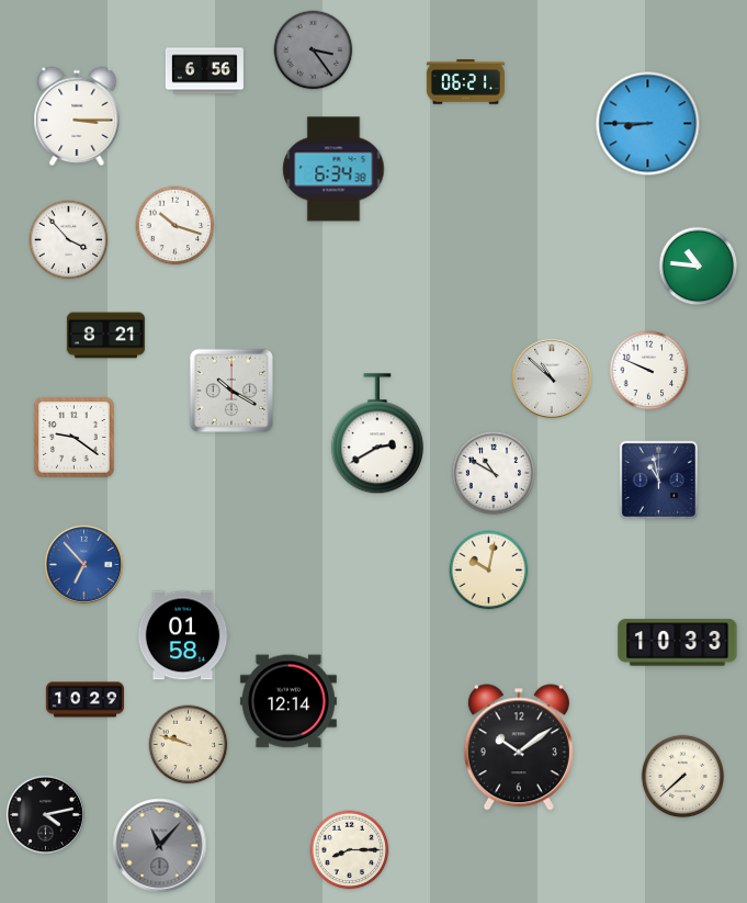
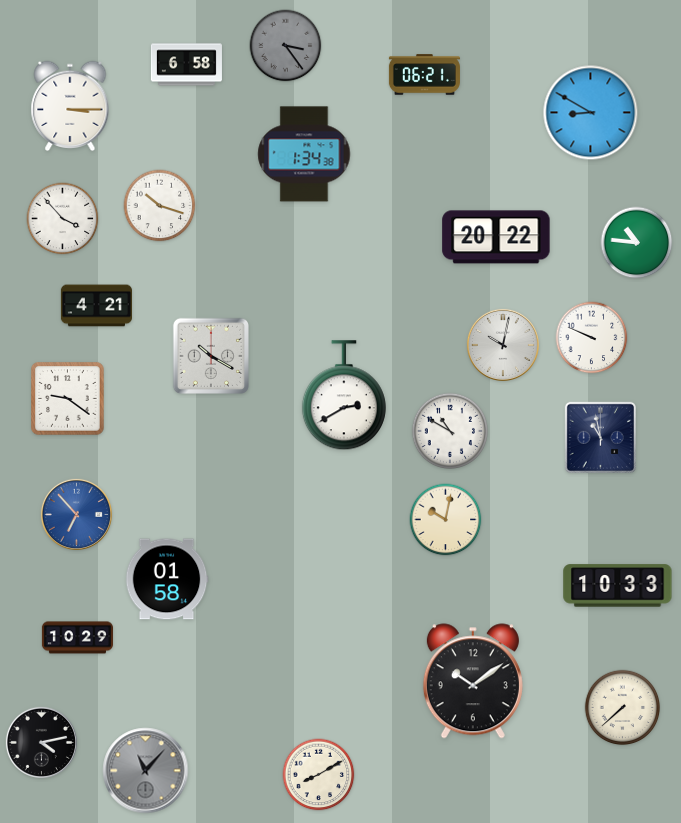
clock at (204, 71): 6:56 -> 6:58
clock at (648, 124): 8:45 -> 8:50
clock at (333, 169): 6:34 -> 1:34
clock at (496, 237): none -> 20:22
clock at (105, 336): 8:21 -> 4:21
clock at (552, 379): 10:52 -> 10:02
clock at (288, 701): 12:14 -> none
clock at (189, 745): 9:48 -> none
clock at (350, 850): 8:15 -> 8:10
